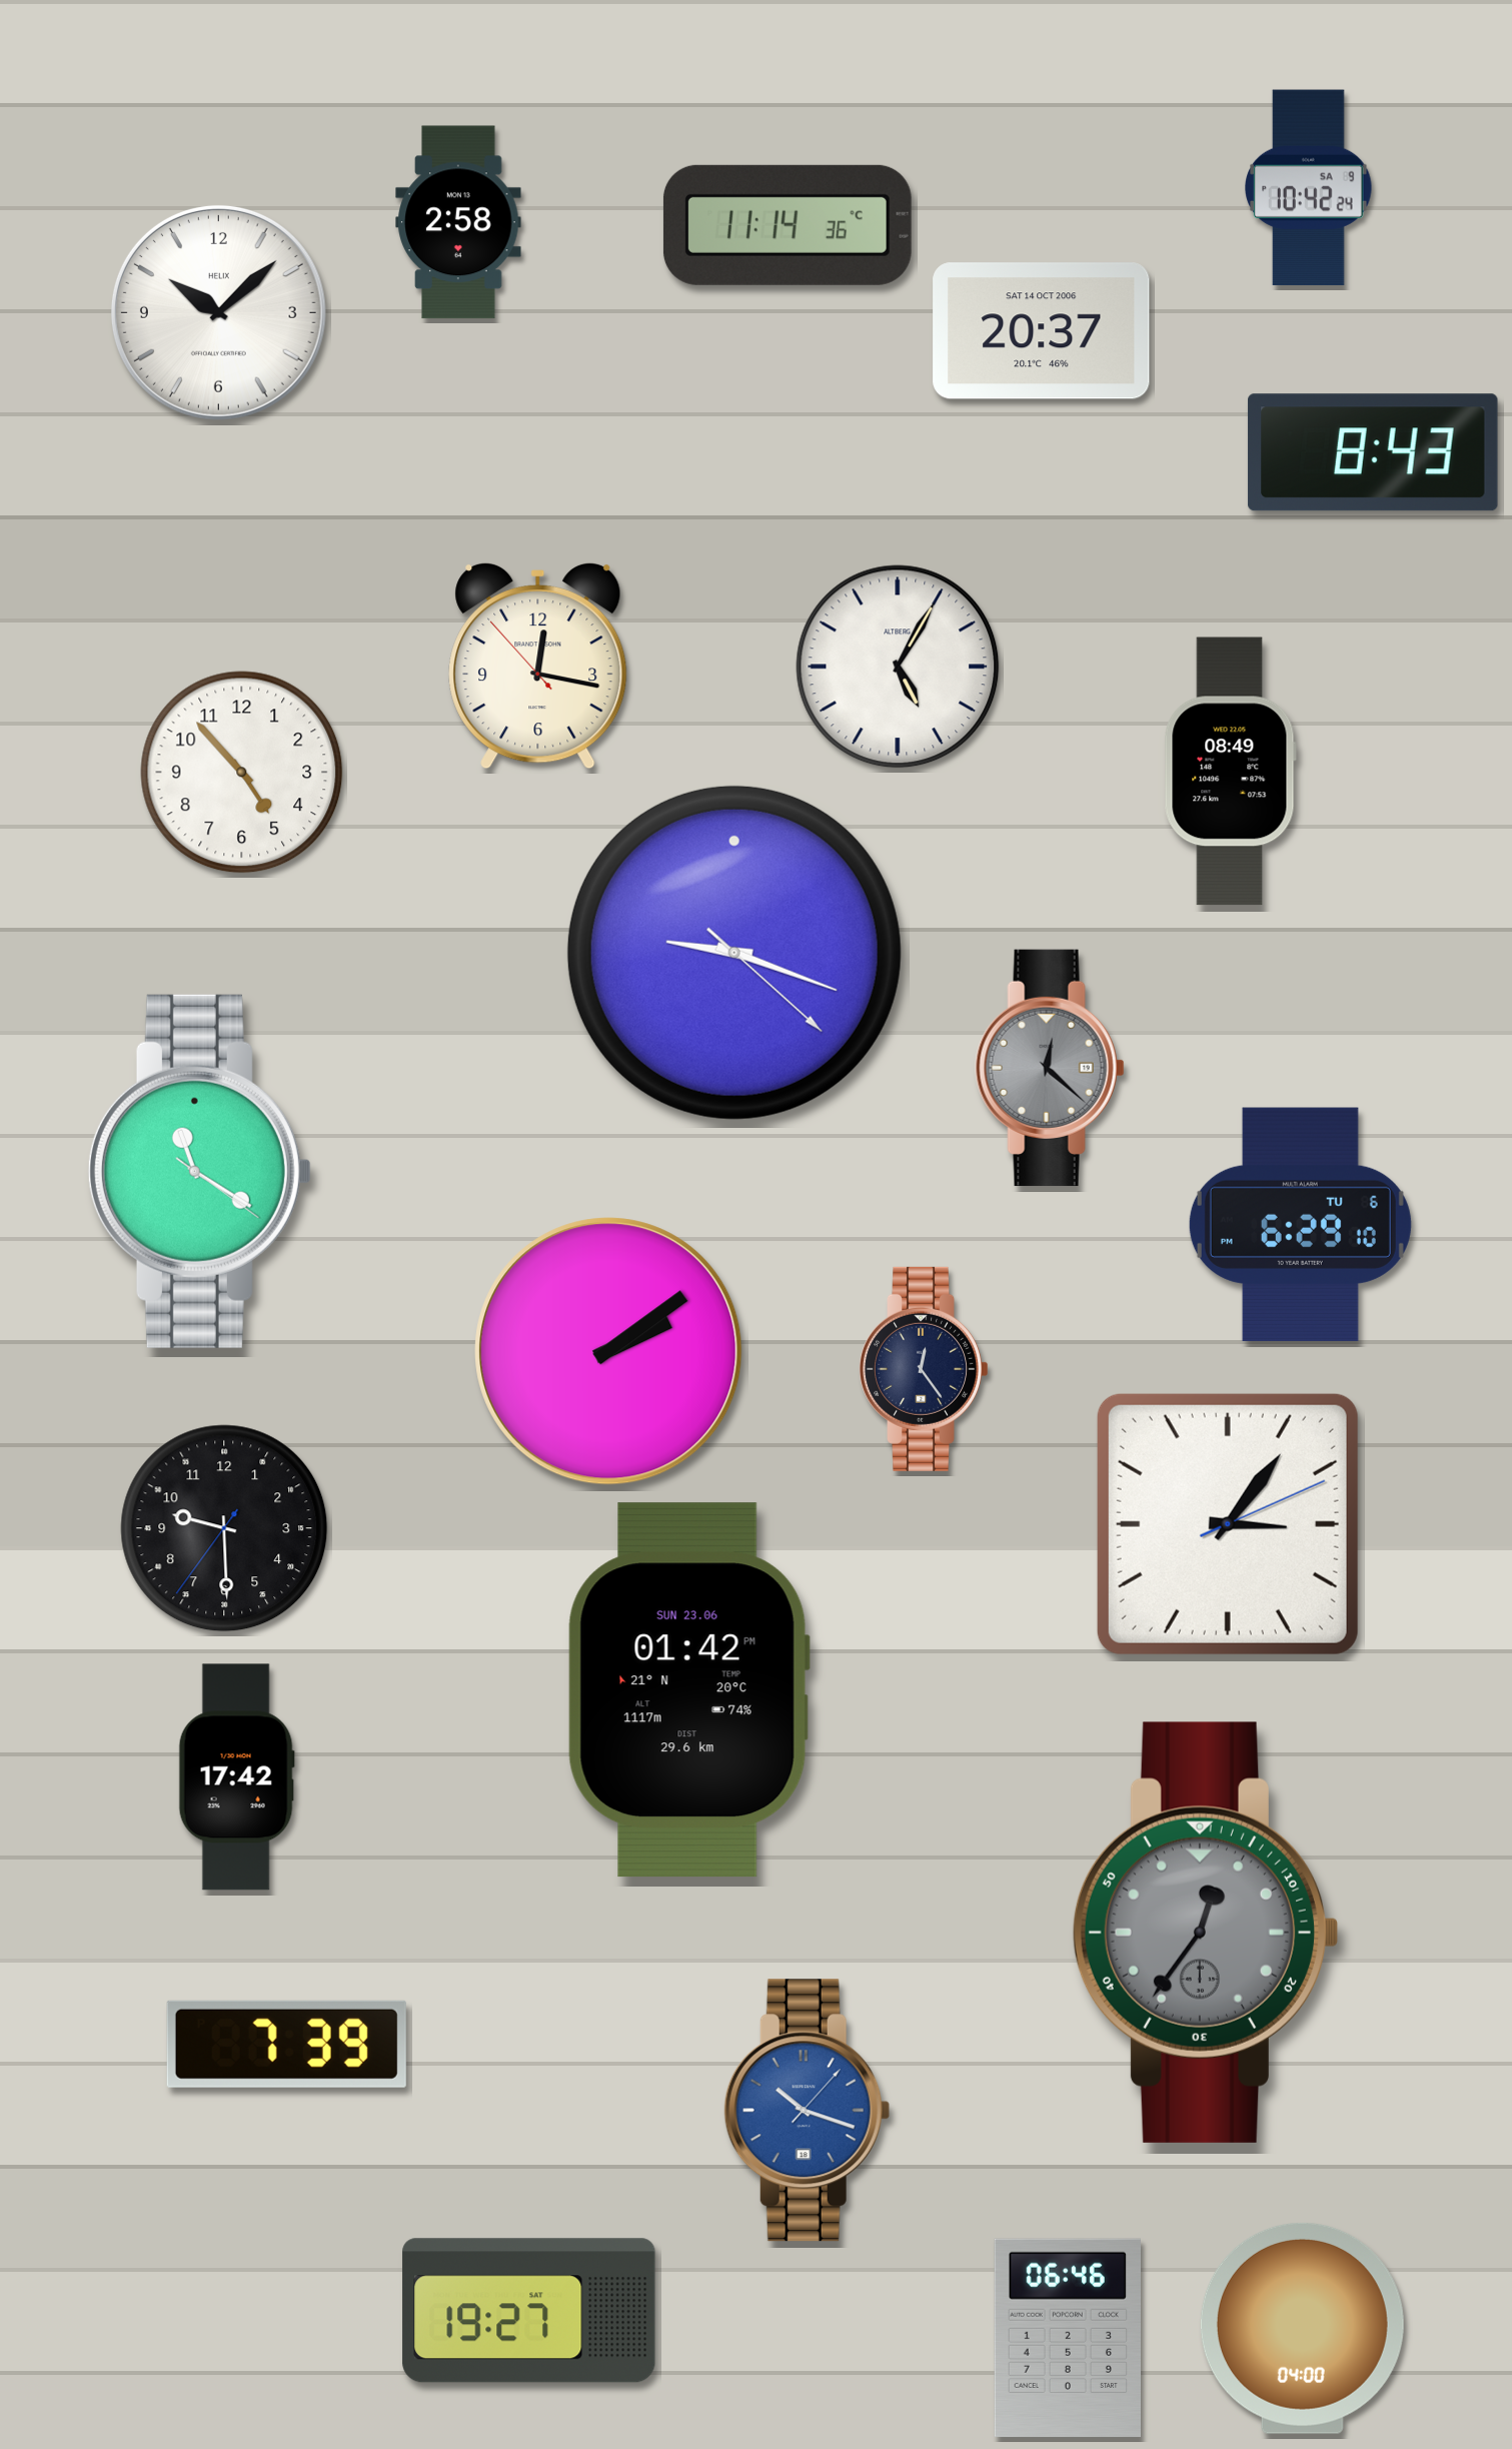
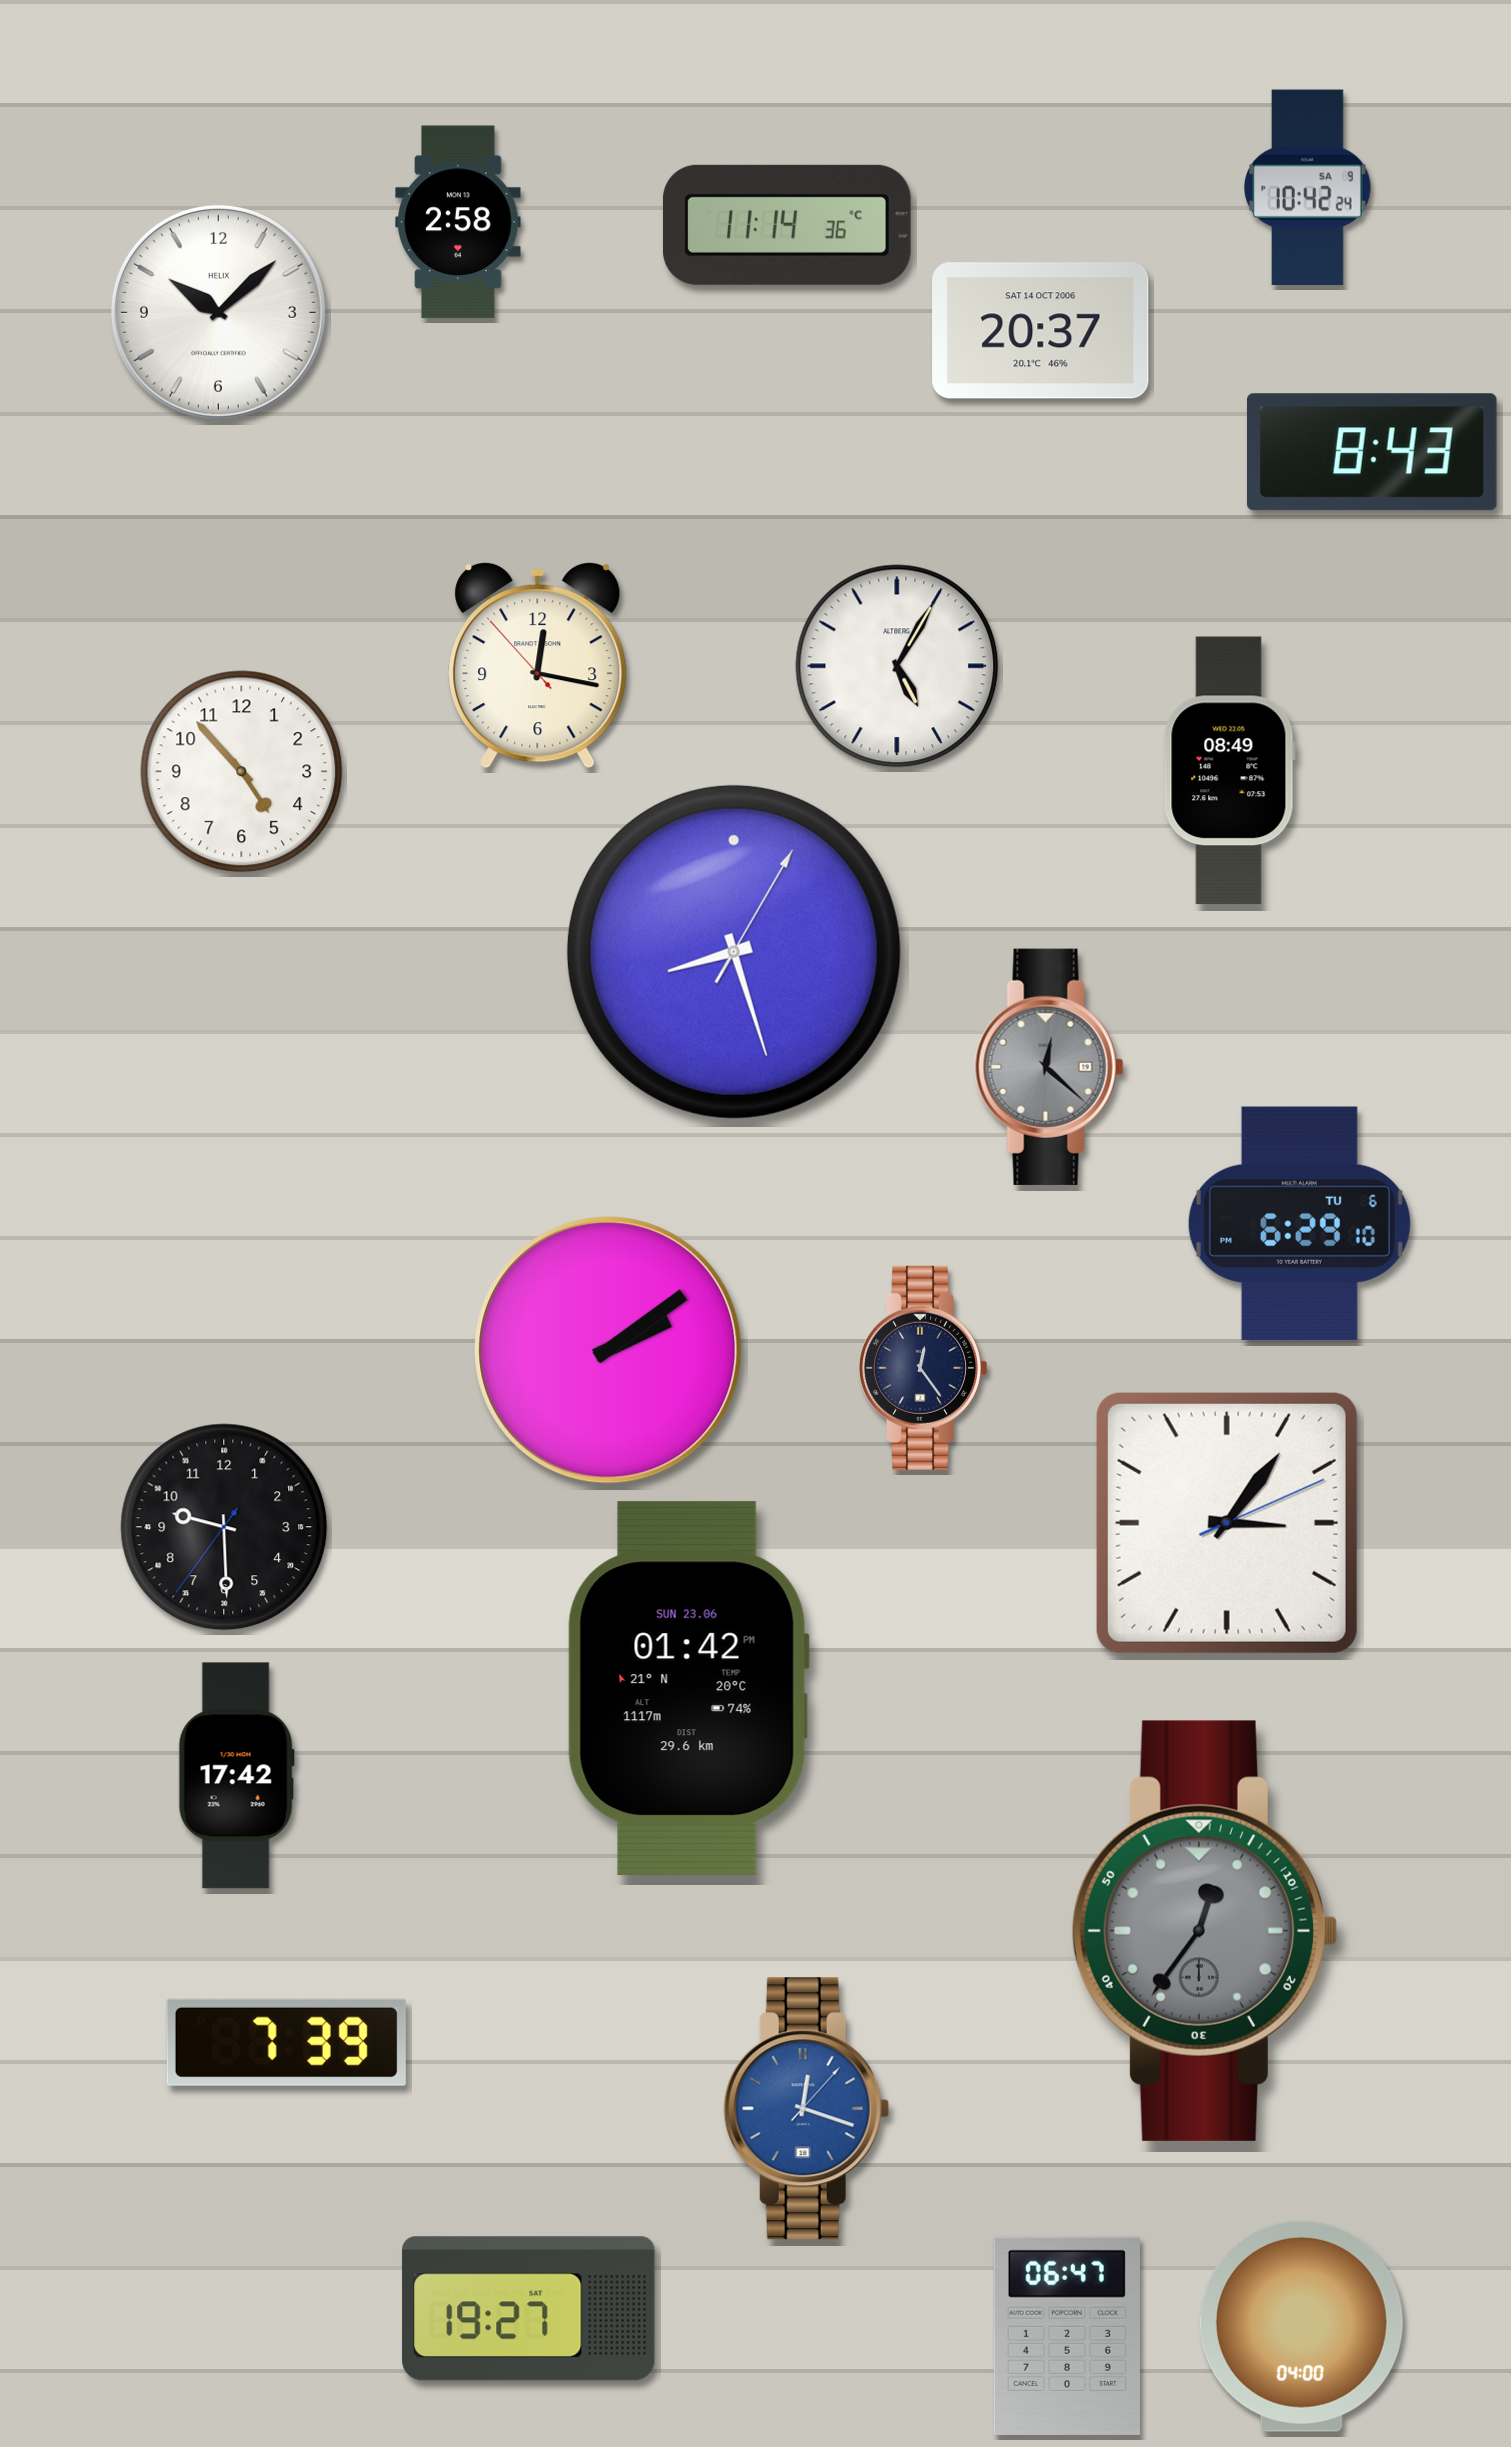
clock at (734, 953): 9:18 -> 8:27
clock at (199, 1171): 11:20 -> none
clock at (807, 2111): 10:18 -> 12:18
clock at (1068, 2338): 06:46 -> 06:47
